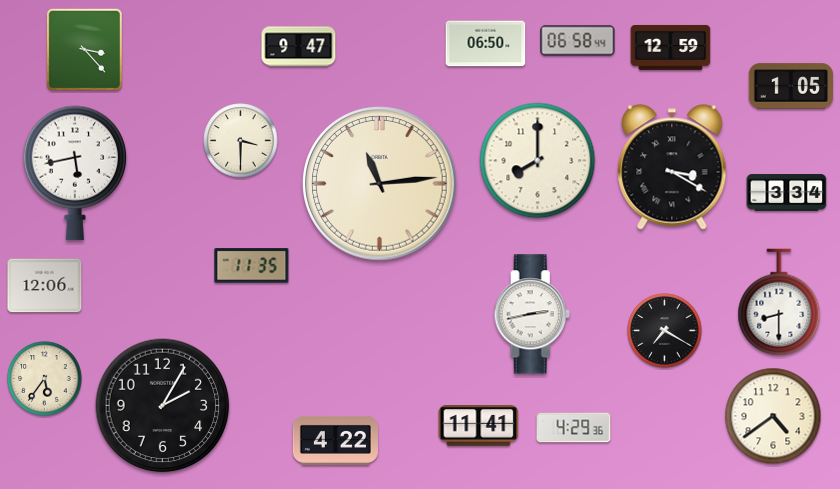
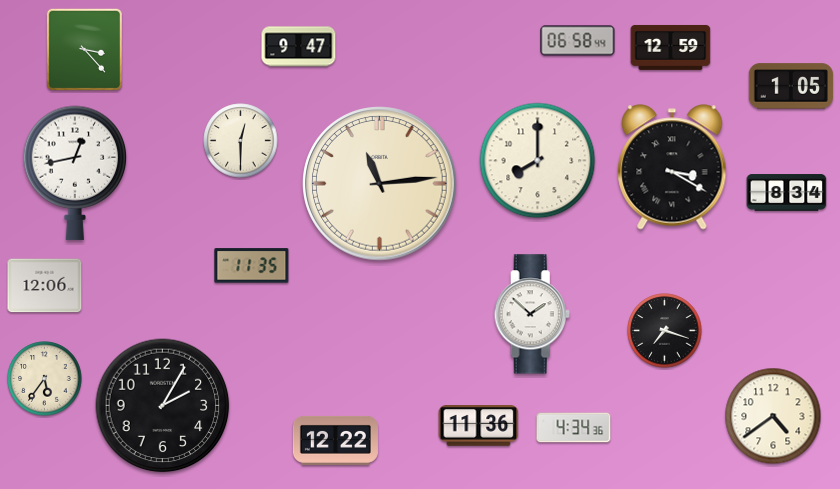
clock at (486, 44): 06:50 -> none
clock at (241, 141): 3:30 -> 12:30
clock at (75, 173): 5:43 -> 12:43
clock at (787, 193): 3:34 -> 8:34
clock at (779, 302): 8:30 -> none
clock at (532, 314): 2:43 -> 1:52
clock at (665, 331): 7:20 -> 7:18
clock at (479, 426): 11:41 -> 11:36
clock at (574, 428): 4:29 -> 4:34
clock at (335, 440): 4:22 -> 12:22
